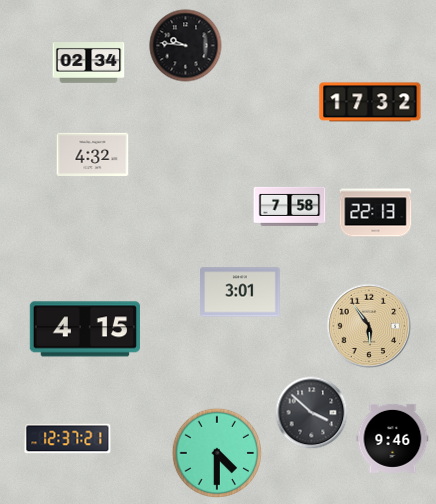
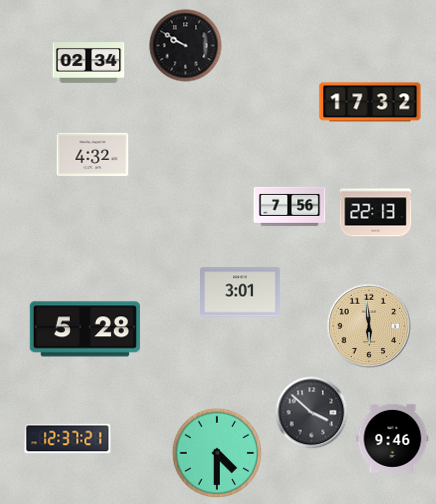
clock at (186, 46): 9:46 -> 9:50
clock at (290, 206): 7:58 -> 7:56
clock at (369, 326): 5:54 -> 5:59
clock at (85, 329): 4:15 -> 5:28
